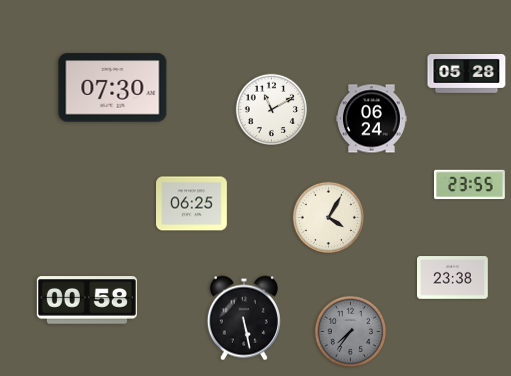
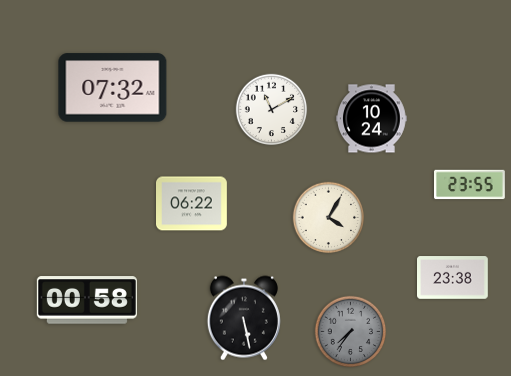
clock at (467, 73): 05:28 -> none
clock at (113, 88): 07:30 -> 07:32
clock at (372, 119): 06:24 -> 10:24
clock at (192, 204): 06:25 -> 06:22
